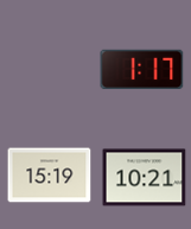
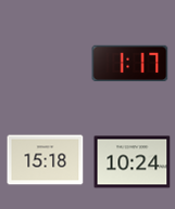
clock at (50, 176): 15:19 -> 15:18
clock at (145, 178): 10:21 -> 10:24
